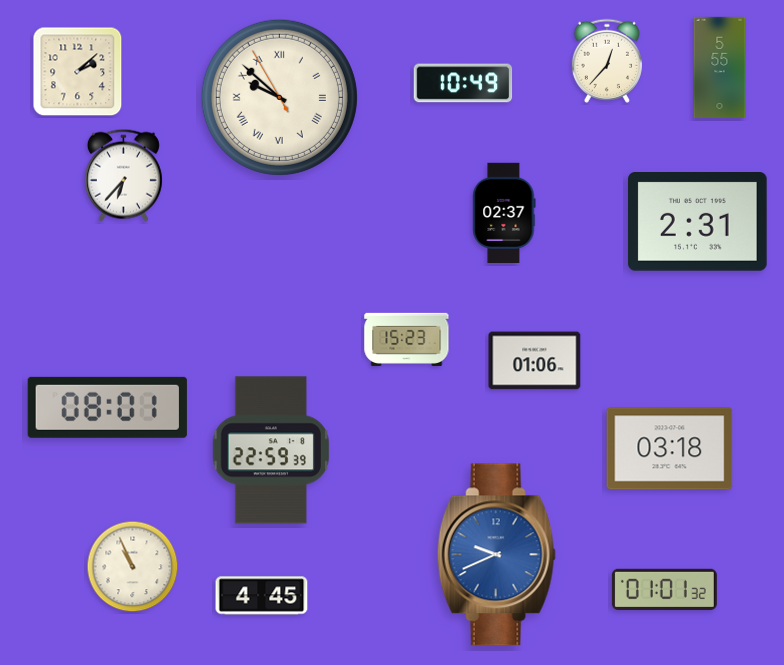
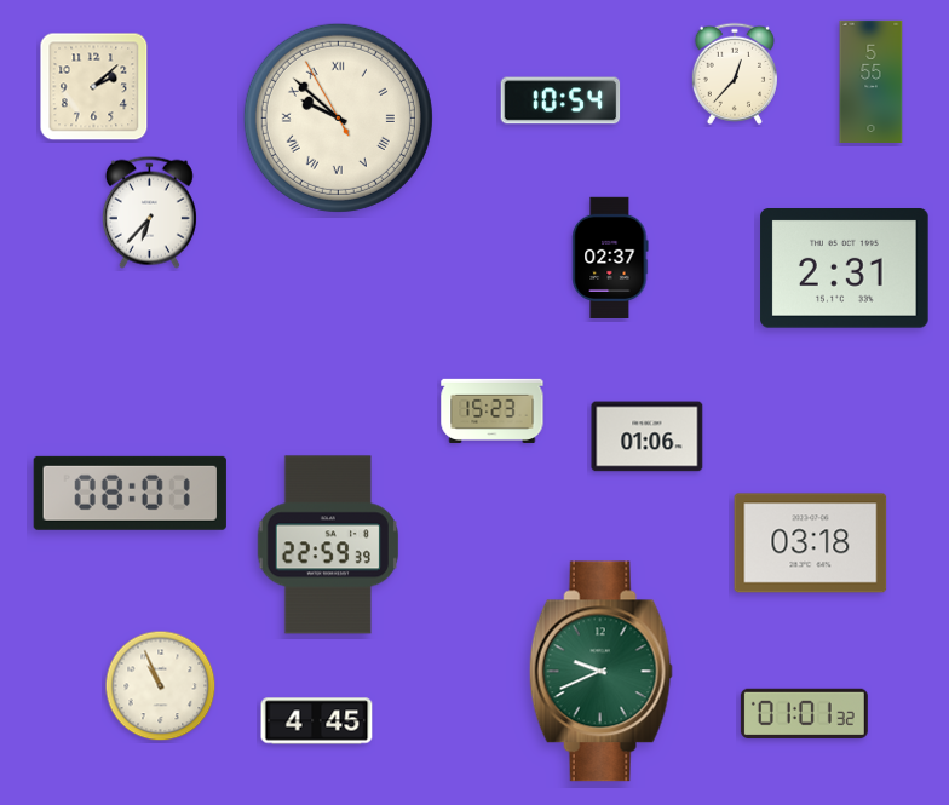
clock at (463, 83): 10:49 -> 10:54
clock at (496, 555) dial: blue -> green
